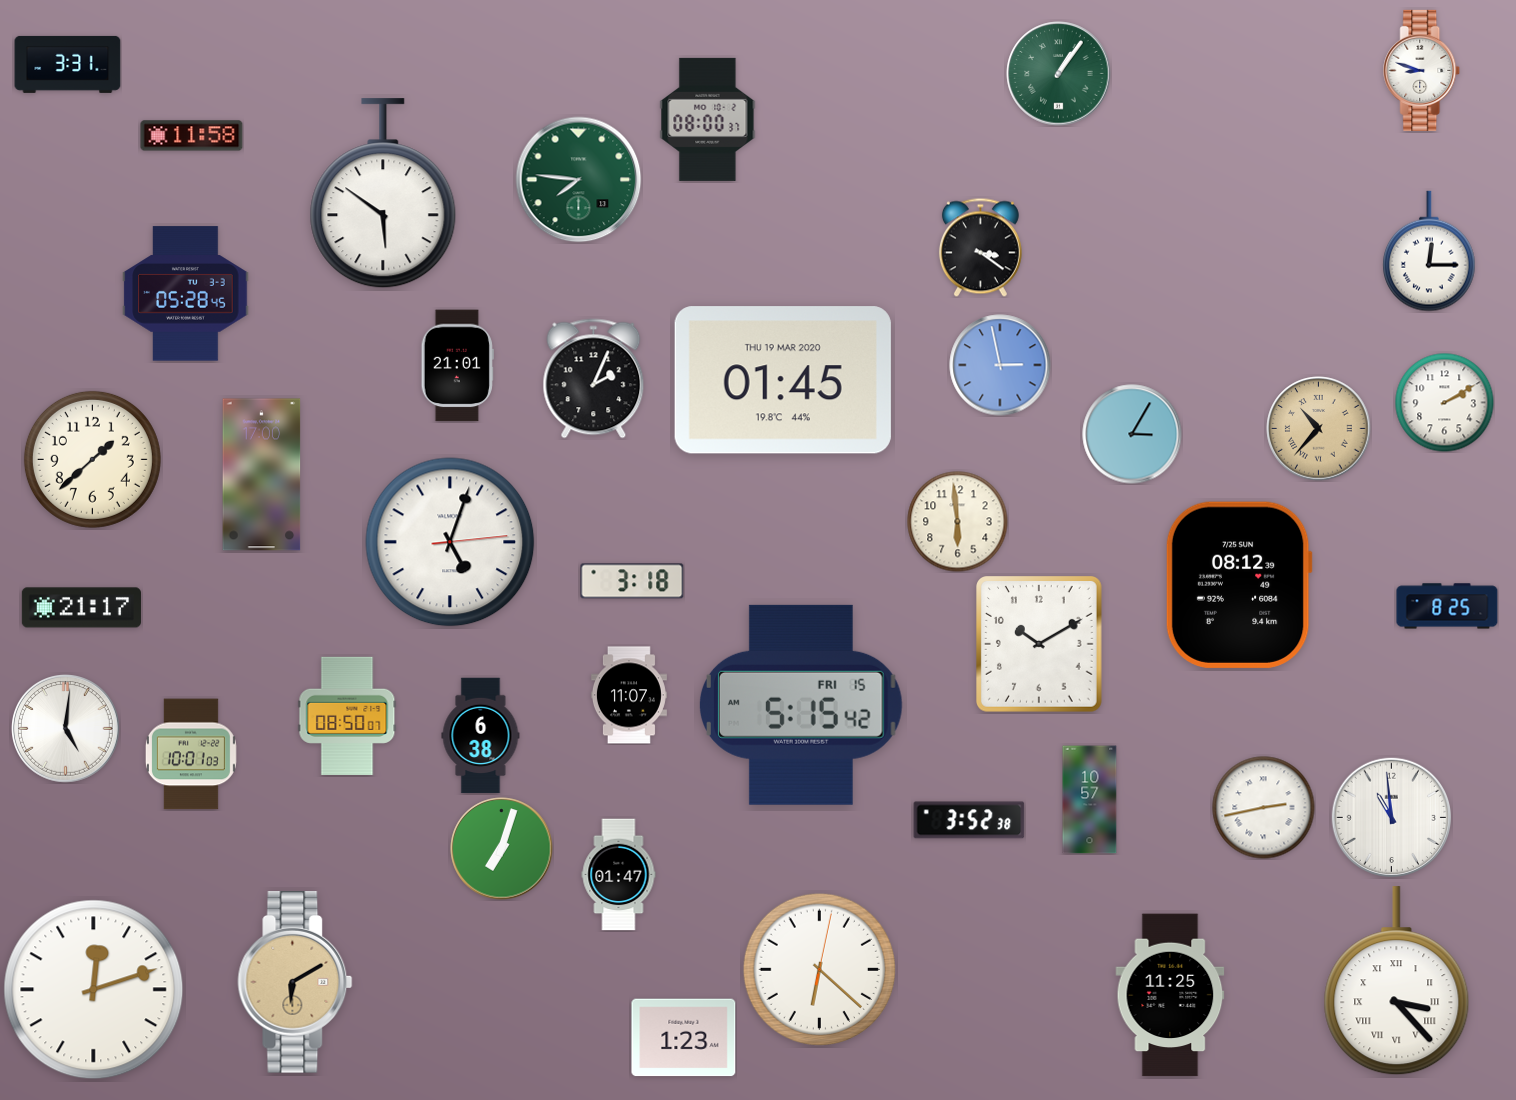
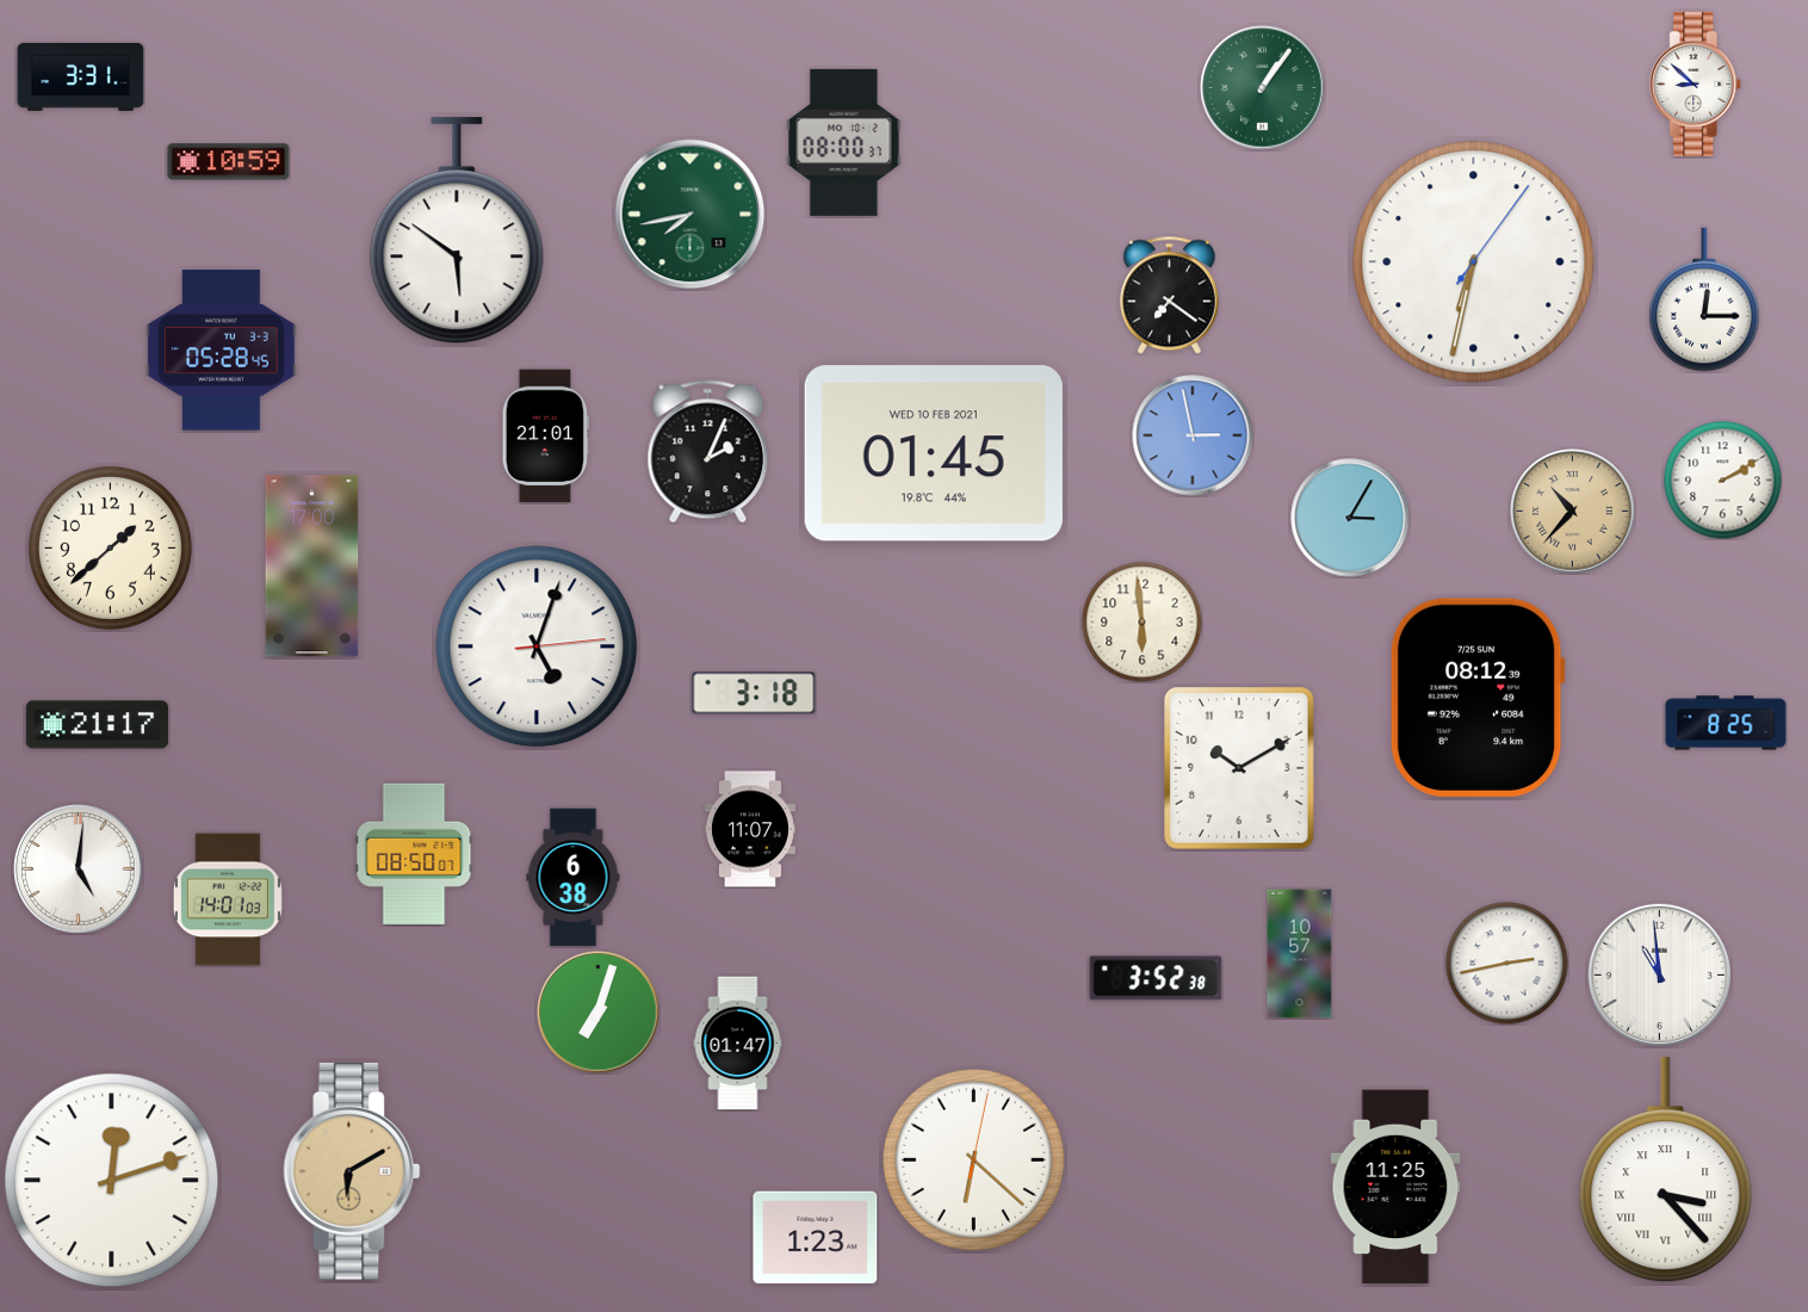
clock at (1422, 70): 8:48 -> 8:52
clock at (192, 136): 11:58 -> 10:59
clock at (579, 180): 7:46 -> 7:43
clock at (1474, 262): none -> 6:32
clock at (980, 247): 3:21 -> 7:21
clock at (783, 380) date: THU 19 MAR 2020 -> WED 10 FEB 2021
clock at (801, 705): 5:15 -> none
clock at (191, 754): 10:01 -> 14:01
clock at (819, 969) position: (819, 969) -> (973, 1159)
